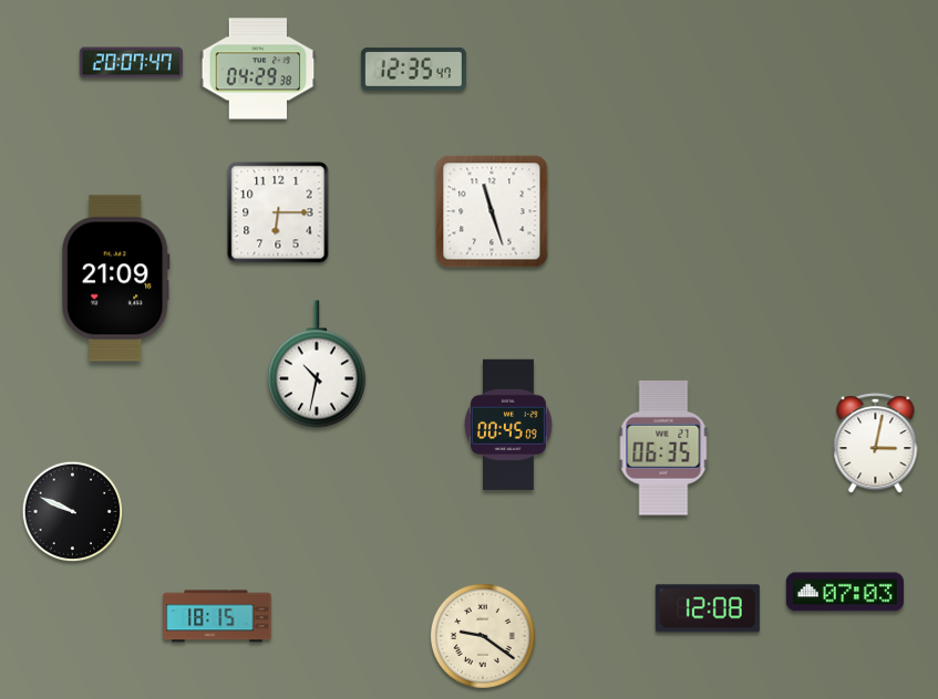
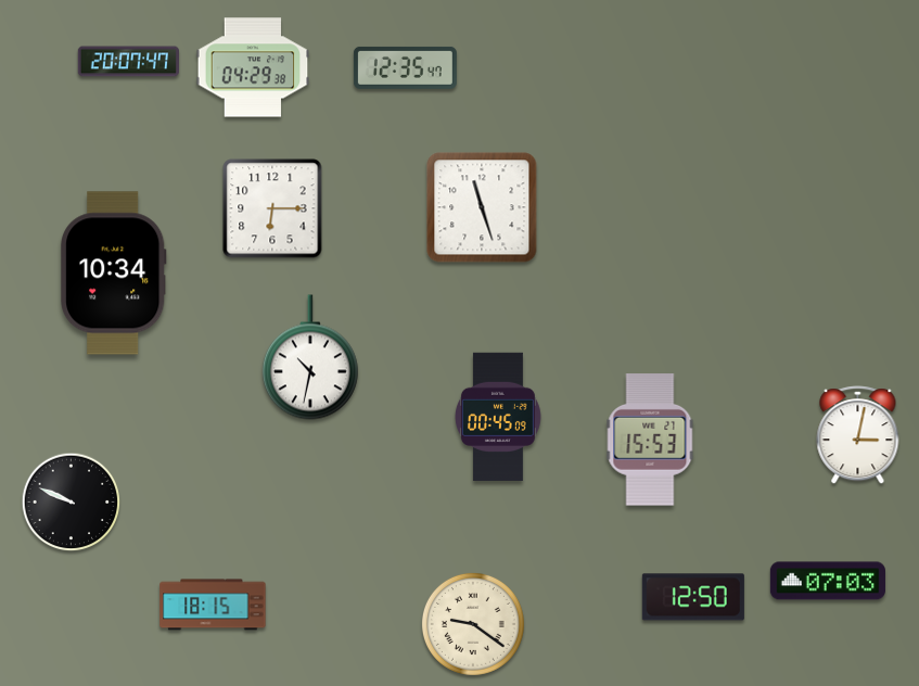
clock at (115, 279): 21:09 -> 10:34
clock at (663, 449): 06:35 -> 15:53
clock at (708, 608): 12:08 -> 12:50
